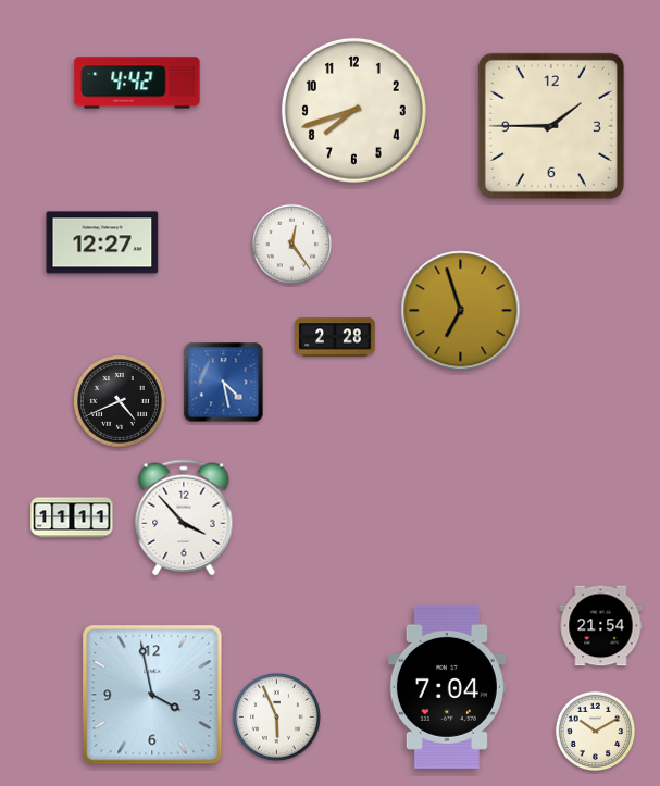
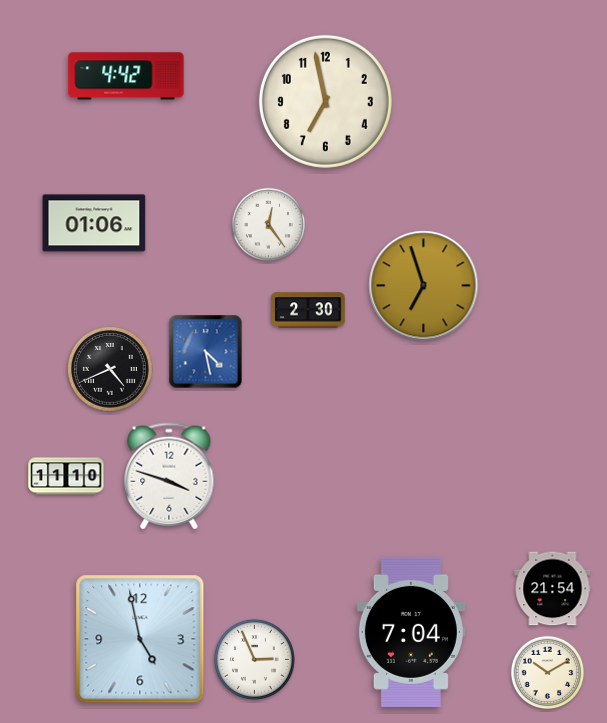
clock at (353, 110): 7:42 -> 6:58
clock at (551, 126): 1:45 -> none
clock at (102, 242): 12:27 -> 01:06
clock at (335, 337): 2:28 -> 2:30
clock at (72, 517): 11:11 -> 11:10
clock at (184, 517): 3:53 -> 3:48
clock at (601, 626) position: (601, 626) -> (553, 589)
clock at (152, 695): 3:58 -> 4:58
clock at (276, 716): 5:56 -> 2:56
